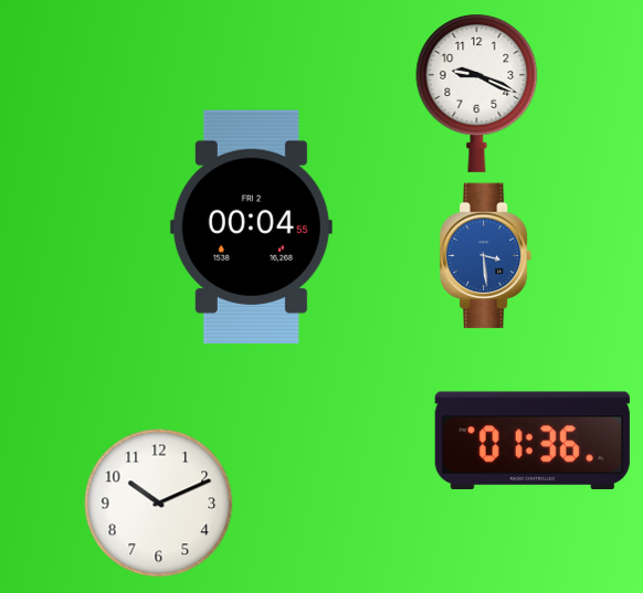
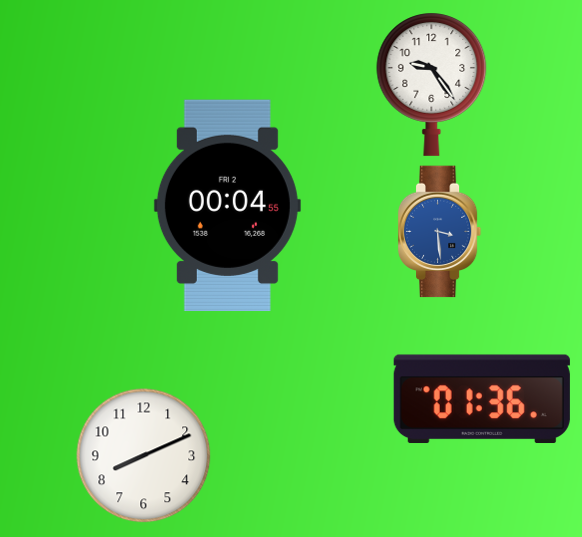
clock at (477, 93): 9:19 -> 9:24
clock at (159, 504): 10:11 -> 8:11
